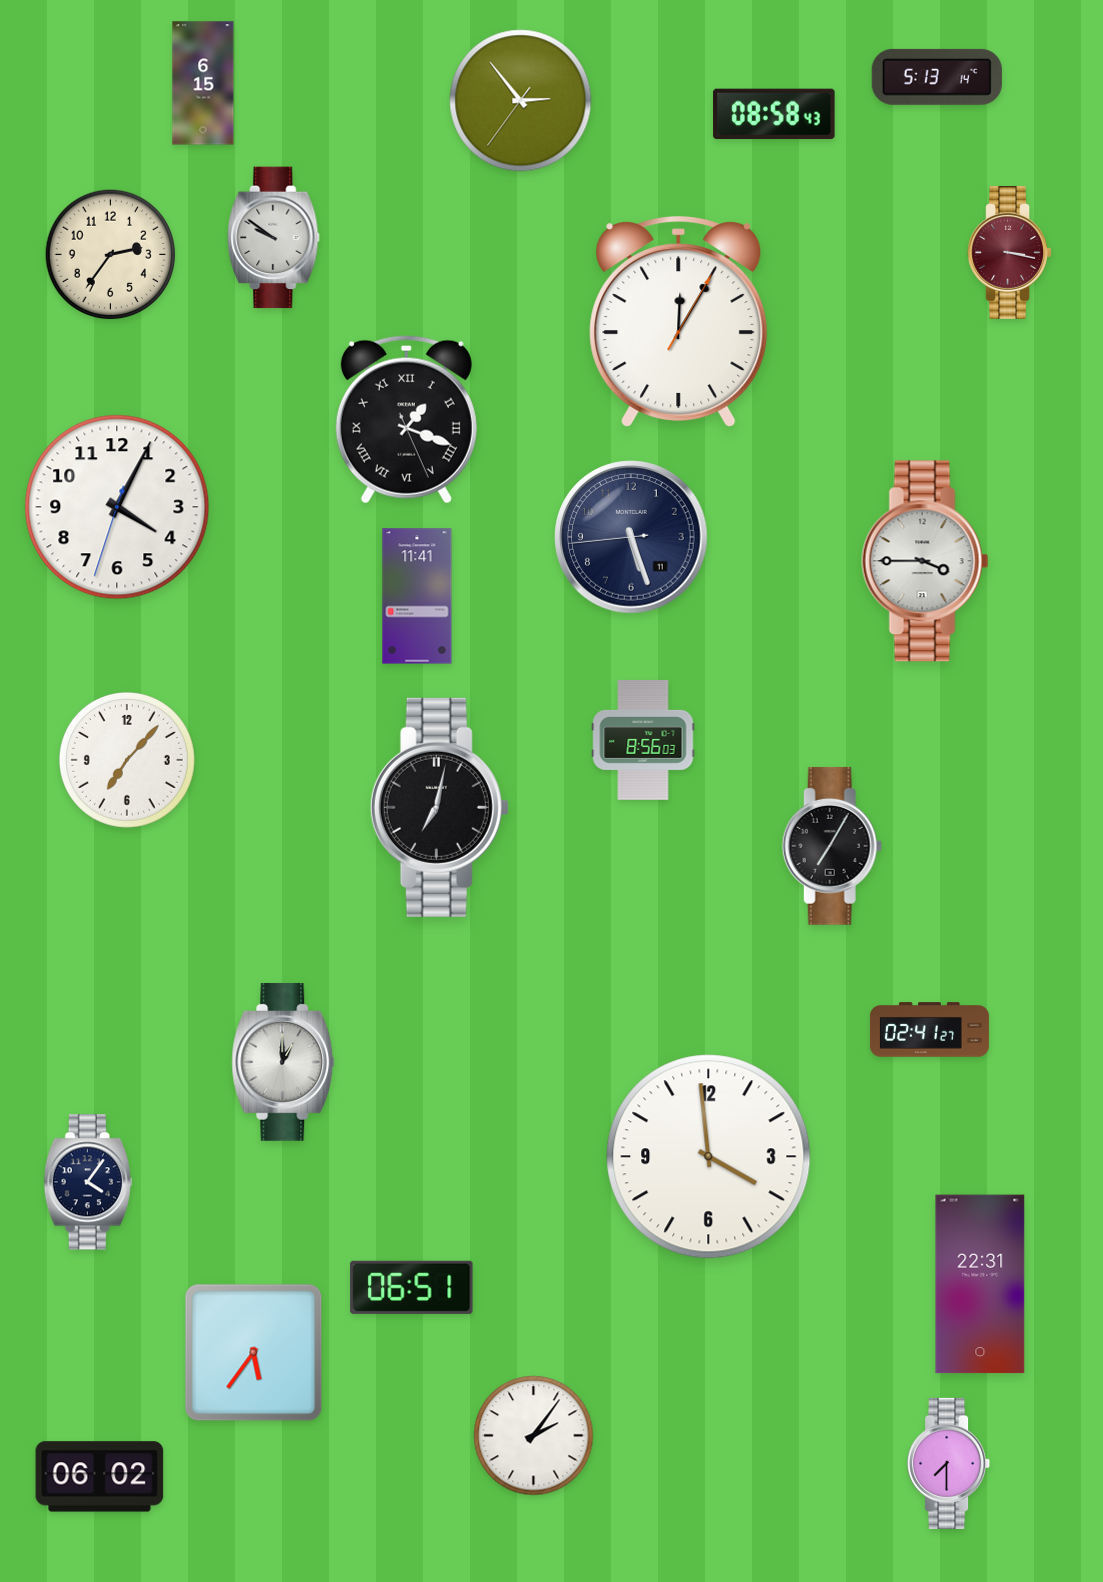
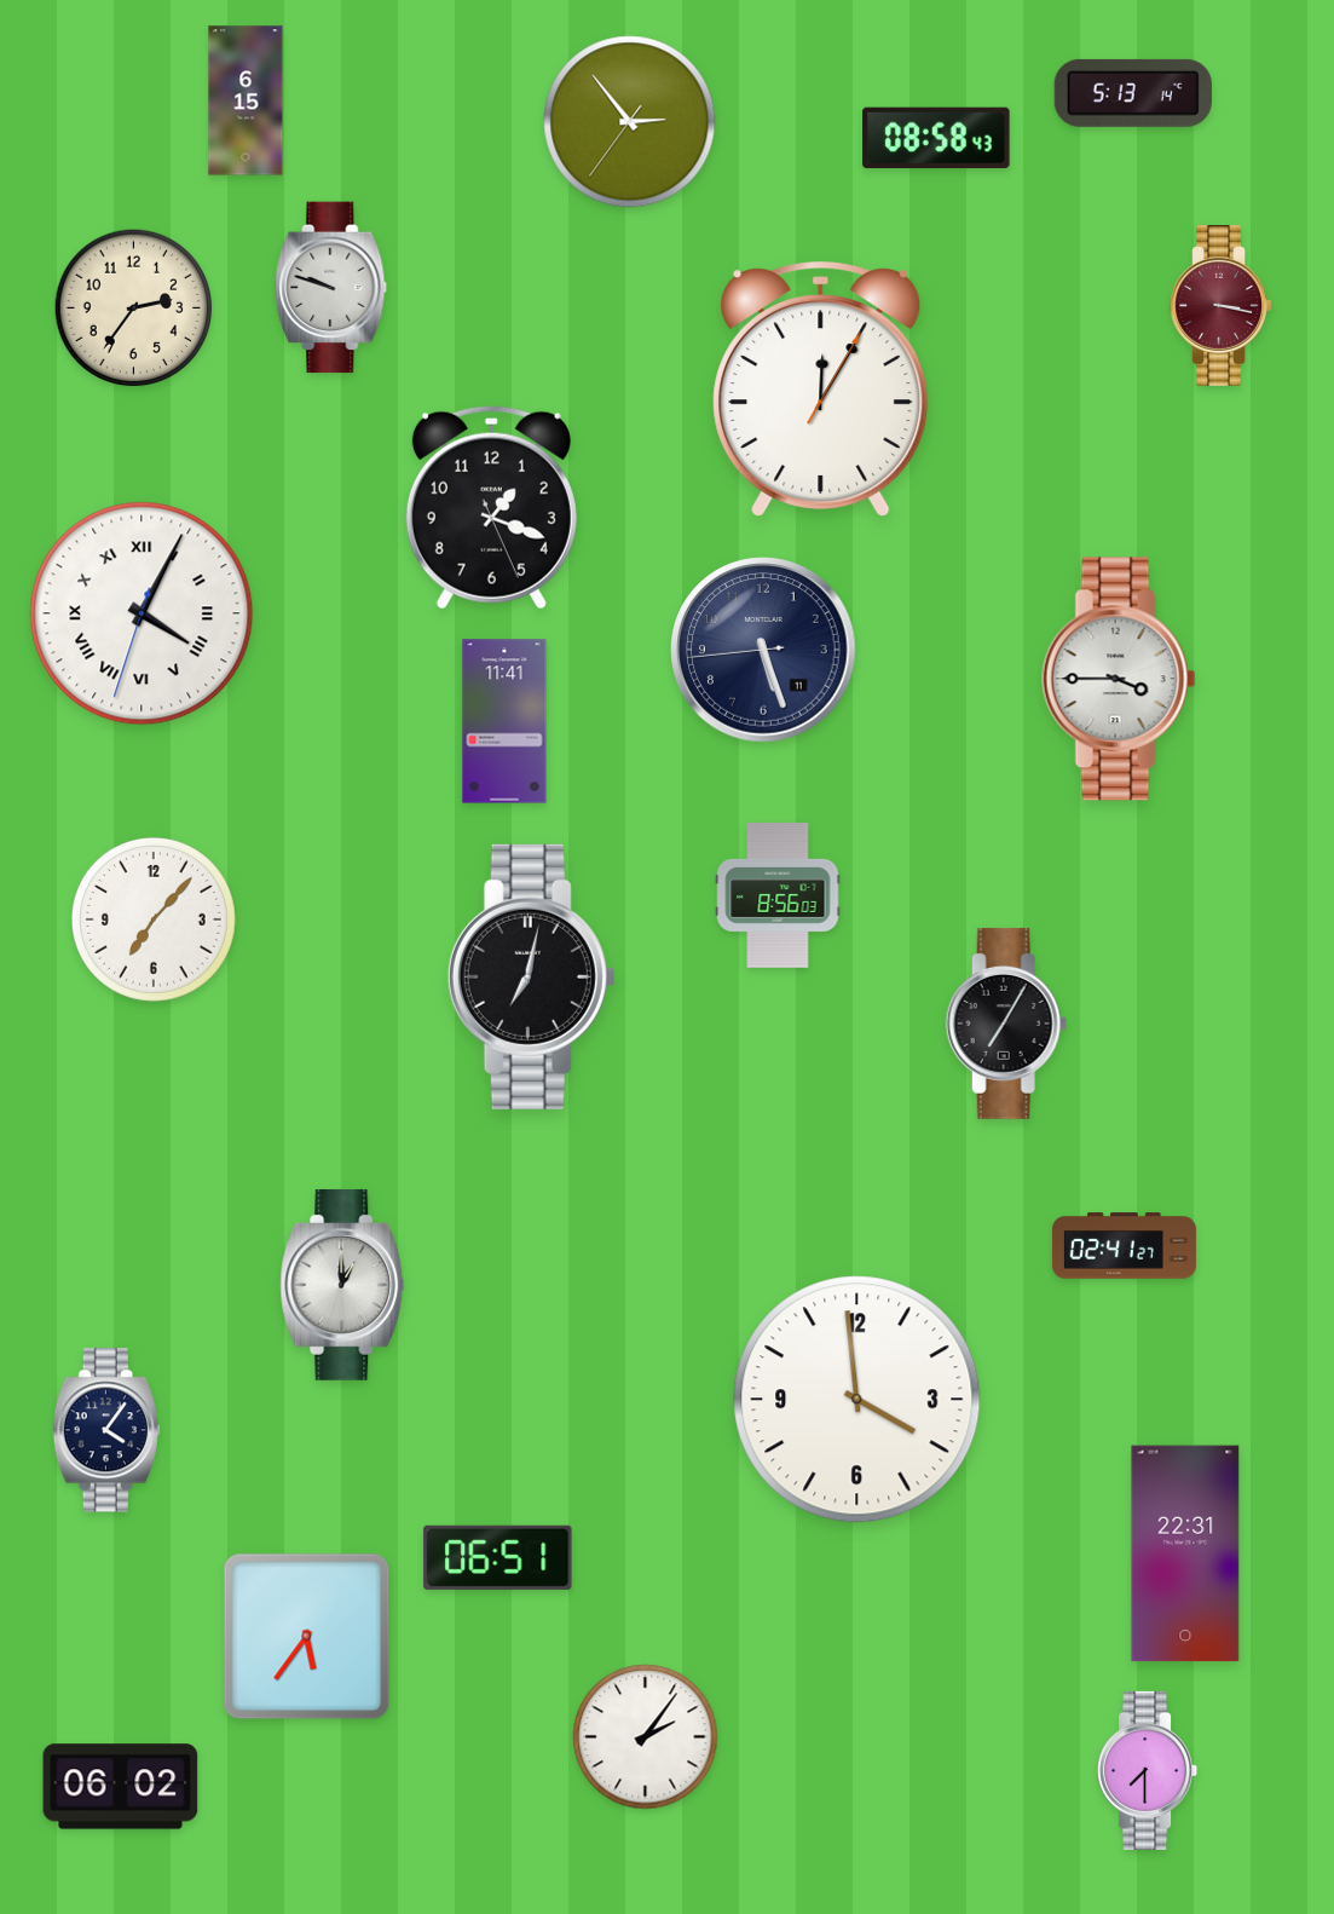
clock at (274, 238): 9:51 -> 9:48
clock at (406, 420) numerals: Roman -> Arabic
clock at (117, 507) numerals: Arabic -> Roman
